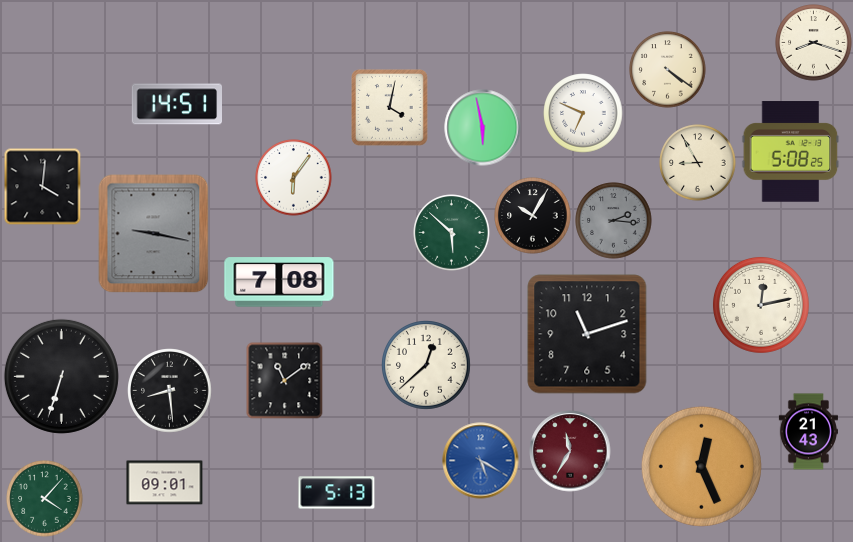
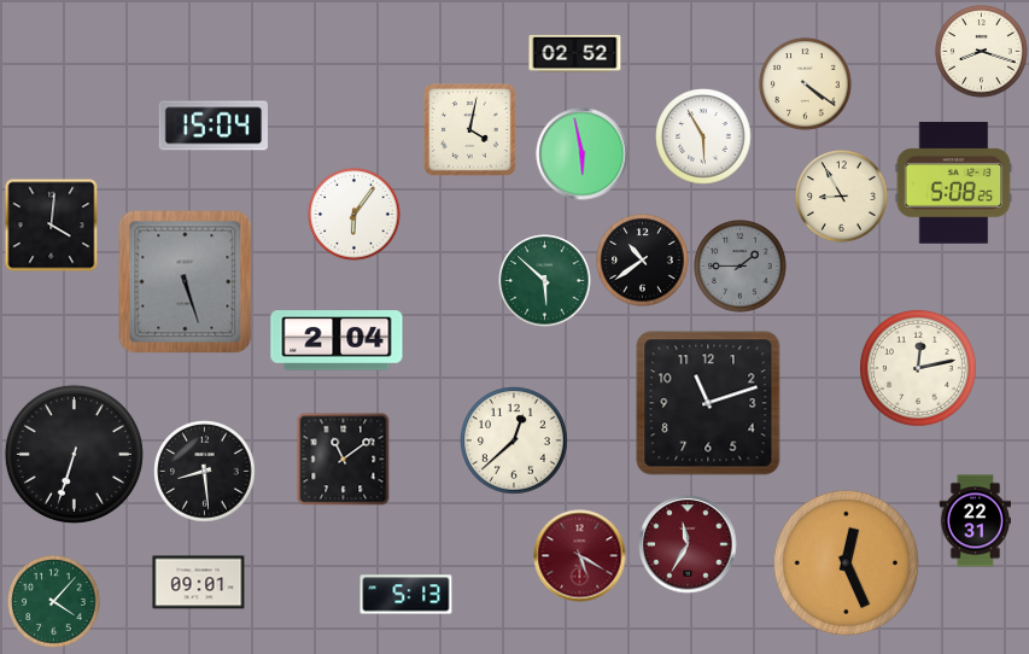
clock at (575, 53): none -> 02:52
clock at (176, 104): 14:51 -> 15:04
clock at (583, 113): 6:49 -> 5:55
clock at (533, 216): 10:05 -> 10:39
clock at (614, 221): 2:16 -> 1:45
clock at (154, 234): 9:17 -> 5:27
clock at (279, 282): 7:08 -> 2:04
clock at (808, 432): 21:43 -> 22:31
clock at (481, 461) dial: blue -> burgundy
